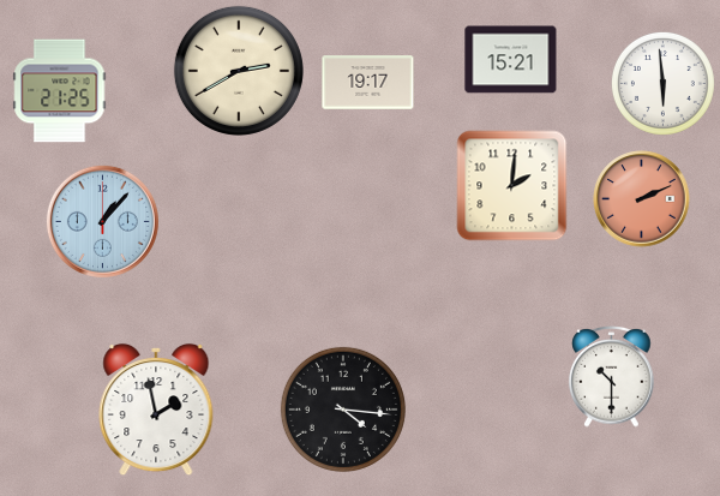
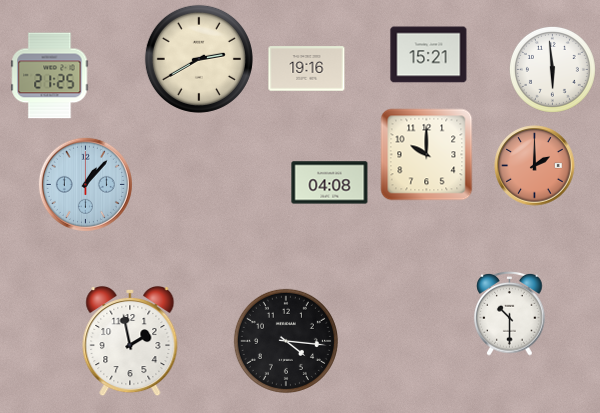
clock at (511, 60) position: (511, 60) -> (429, 55)
clock at (368, 83): 19:17 -> 19:16
clock at (512, 186): 2:01 -> 10:00
clock at (642, 199): 2:11 -> 2:00
clock at (330, 183): none -> 04:08
